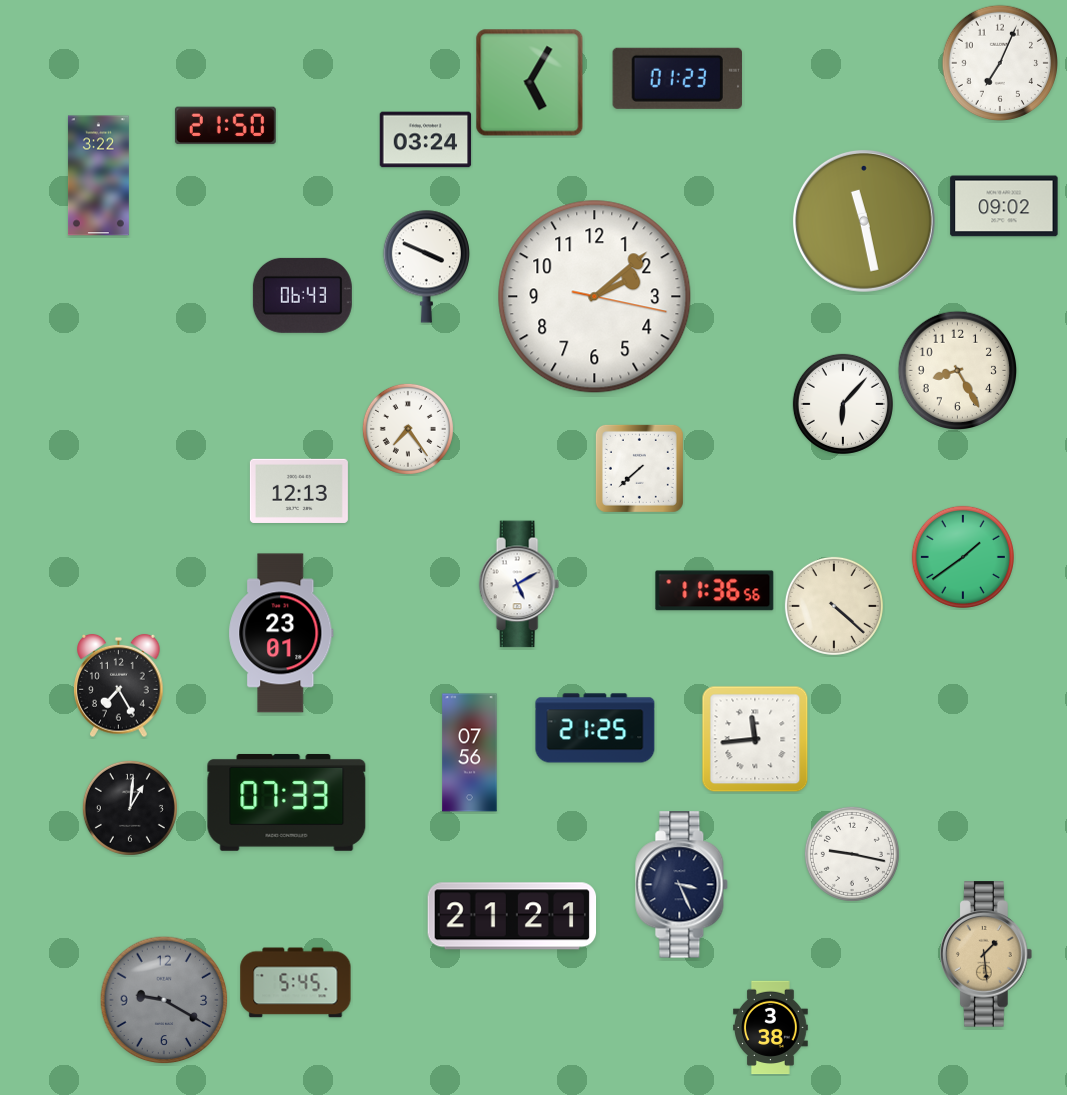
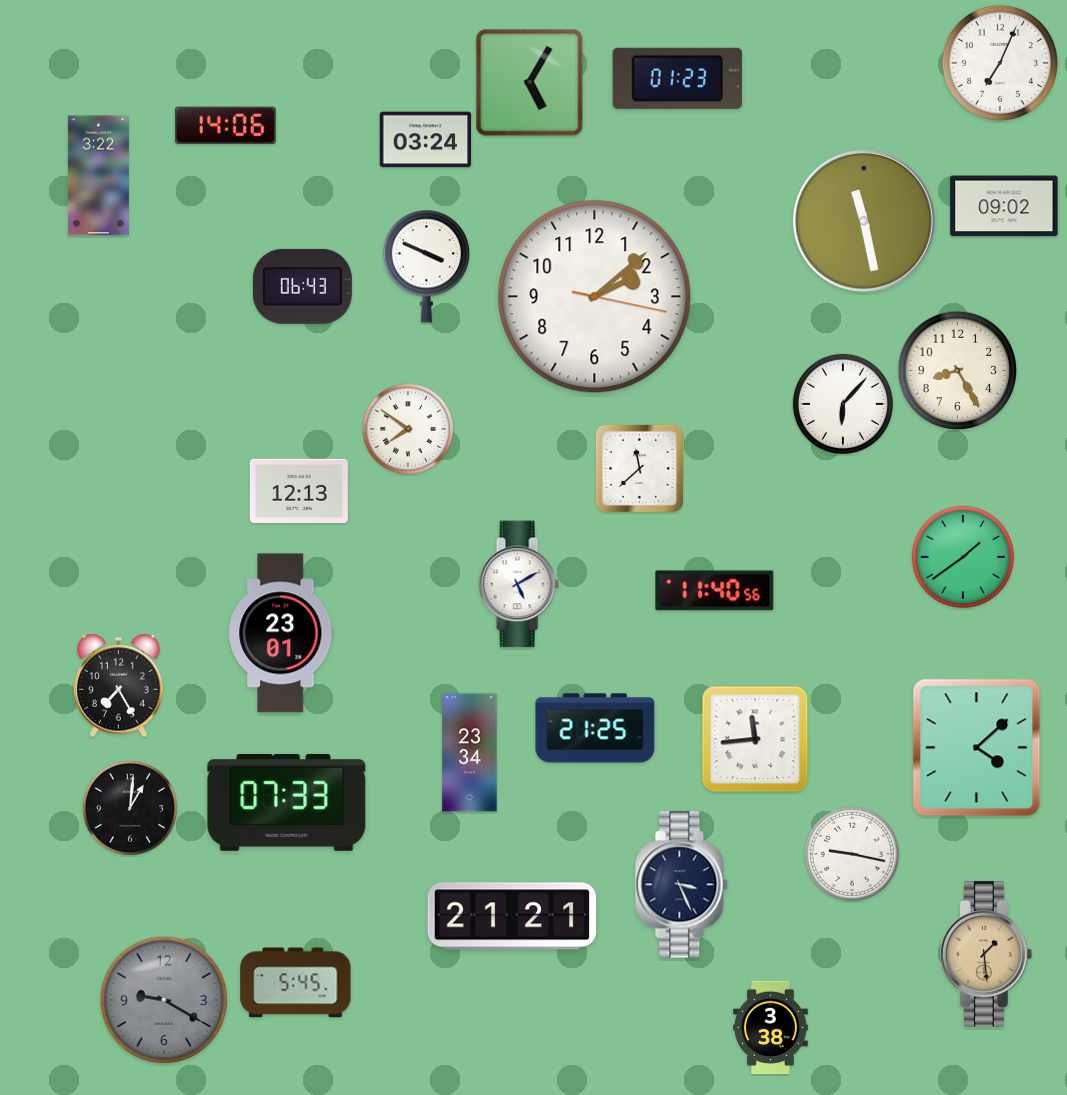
clock at (225, 126): 21:50 -> 14:06
clock at (302, 295) position: (302, 295) -> (302, 286)
clock at (408, 429): 7:24 -> 7:51
clock at (639, 468): 7:38 -> 11:38
clock at (715, 591): 11:36 -> 11:40
clock at (834, 606): 4:22 -> none
clock at (977, 748): none -> 4:08
clock at (470, 753): 07:56 -> 23:34
